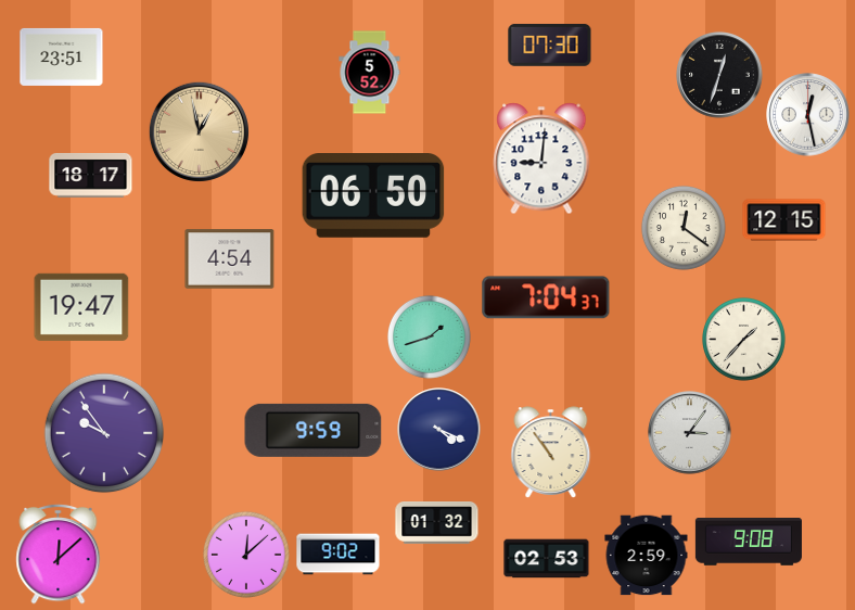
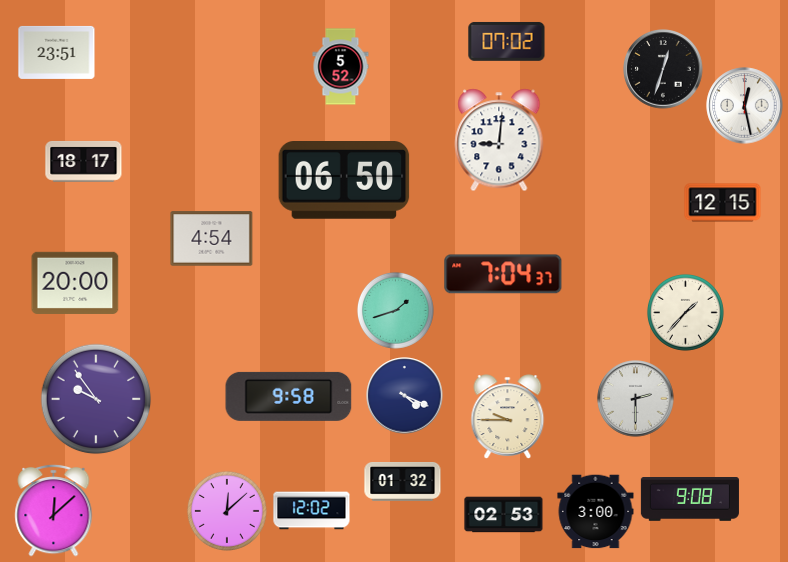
clock at (550, 46): 07:30 -> 07:02
clock at (199, 131): 12:58 -> none
clock at (541, 158) position: (541, 158) -> (499, 140)
clock at (684, 228): 12:21 -> none
clock at (81, 307): 19:47 -> 20:00
clock at (314, 430): 9:59 -> 9:58
clock at (690, 433): 3:06 -> 2:30
clock at (551, 453): 10:54 -> 9:45
clock at (339, 555): 9:02 -> 12:02
clock at (647, 556): 2:59 -> 3:00
